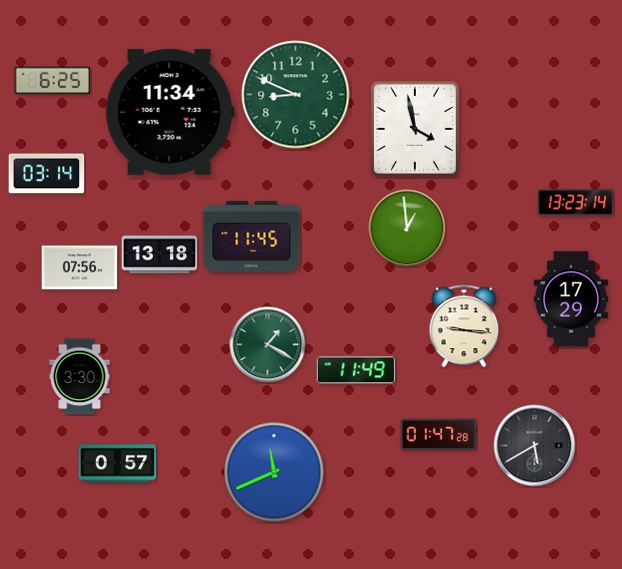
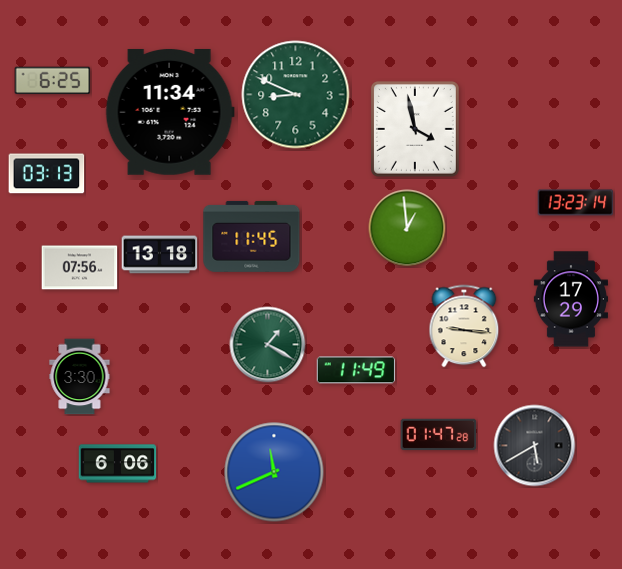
clock at (47, 174): 03:14 -> 03:13
clock at (118, 464): 0:57 -> 6:06
